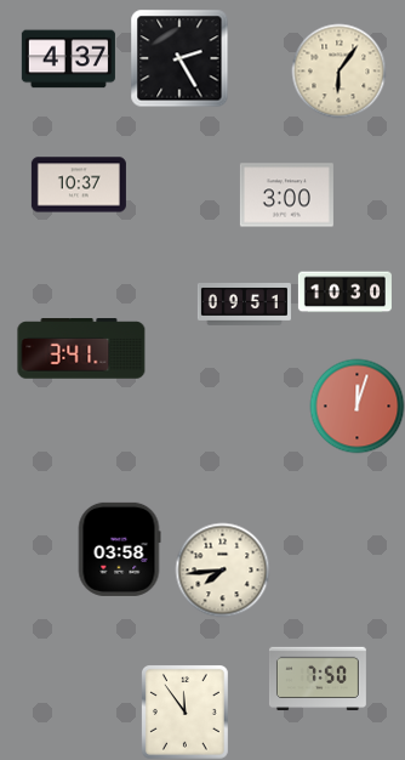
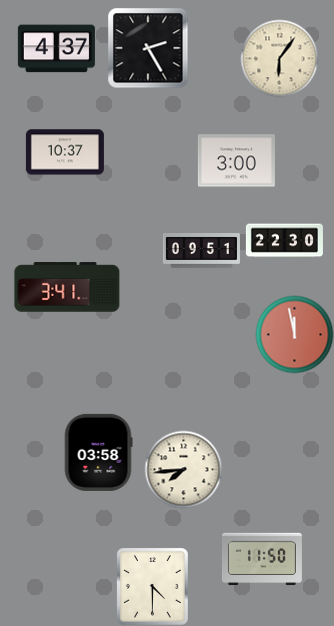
clock at (344, 293): 10:30 -> 22:30
clock at (356, 405): 12:03 -> 11:58
clock at (318, 679): 7:50 -> 11:50
clock at (186, 713): 11:54 -> 4:30
